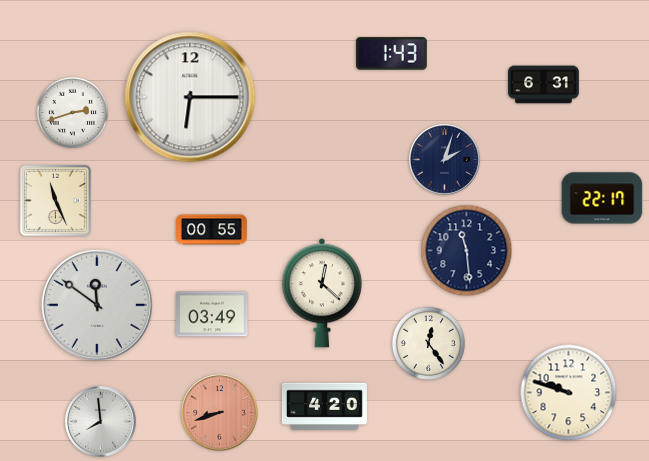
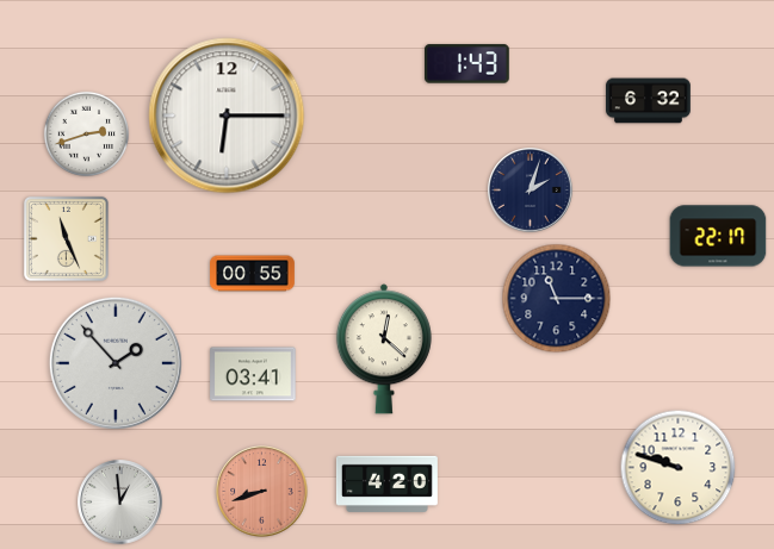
clock at (544, 85): 6:31 -> 6:32
clock at (467, 251): 11:29 -> 11:15
clock at (97, 305): 11:51 -> 1:53
clock at (212, 314): 03:49 -> 03:41
clock at (428, 343): 12:24 -> none
clock at (101, 422): 7:59 -> 12:59
